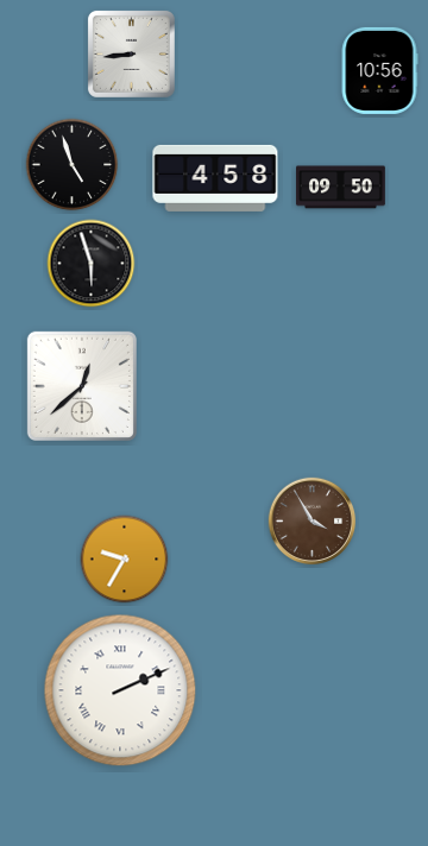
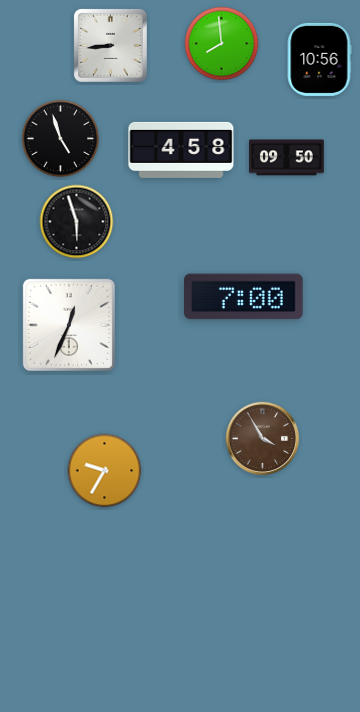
clock at (222, 44): none -> 7:59
clock at (244, 297): none -> 7:00
clock at (82, 386): 12:38 -> 12:34
clock at (120, 690): 2:11 -> none
